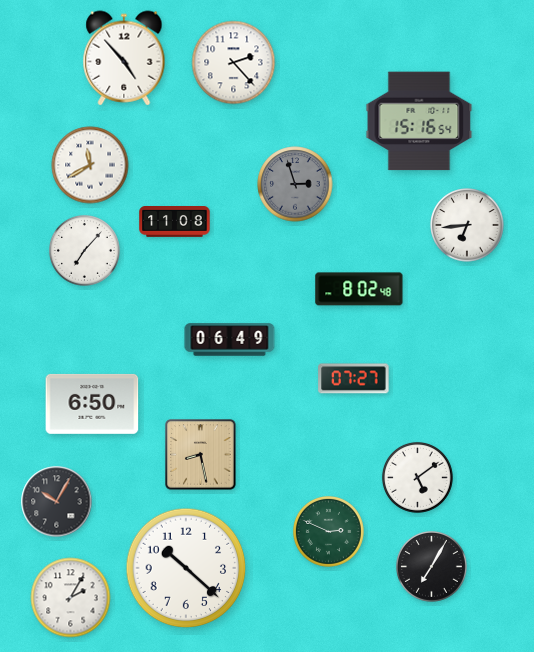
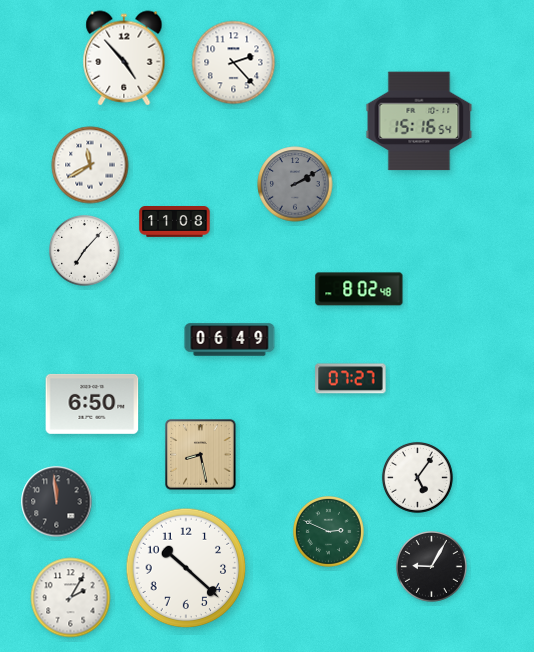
clock at (295, 184): 2:57 -> 2:10
clock at (467, 225): 6:44 -> none
clock at (354, 379) position: (354, 379) -> (351, 379)
clock at (417, 477): 5:09 -> 5:06
clock at (57, 502): 10:05 -> 11:59
clock at (431, 566): 7:05 -> 9:05
